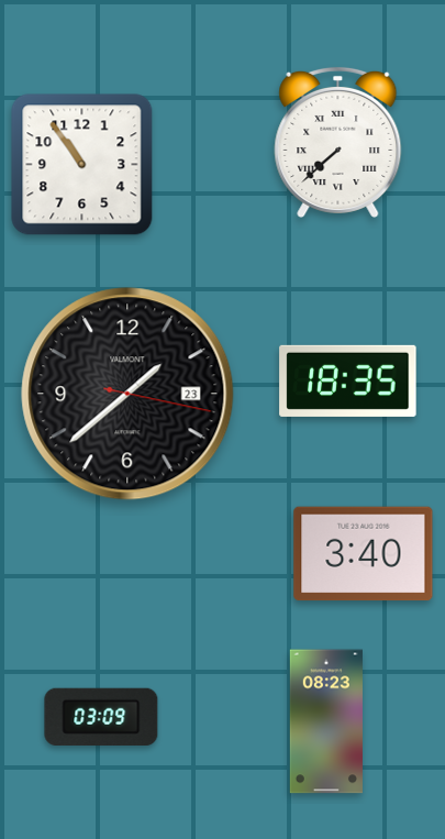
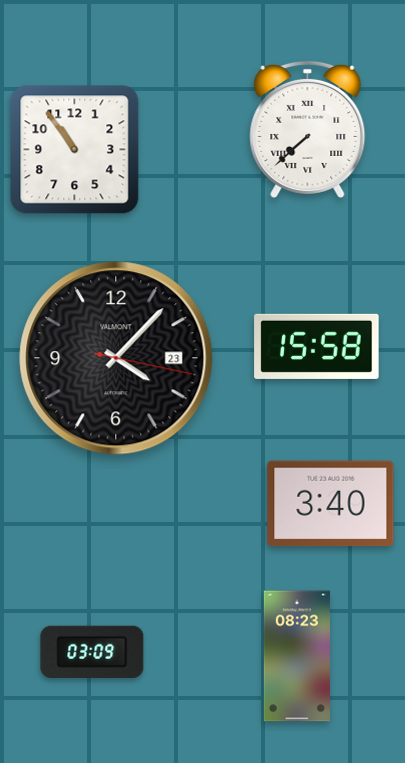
clock at (348, 380): 18:35 -> 15:58
clock at (127, 394): 1:38 -> 4:07
